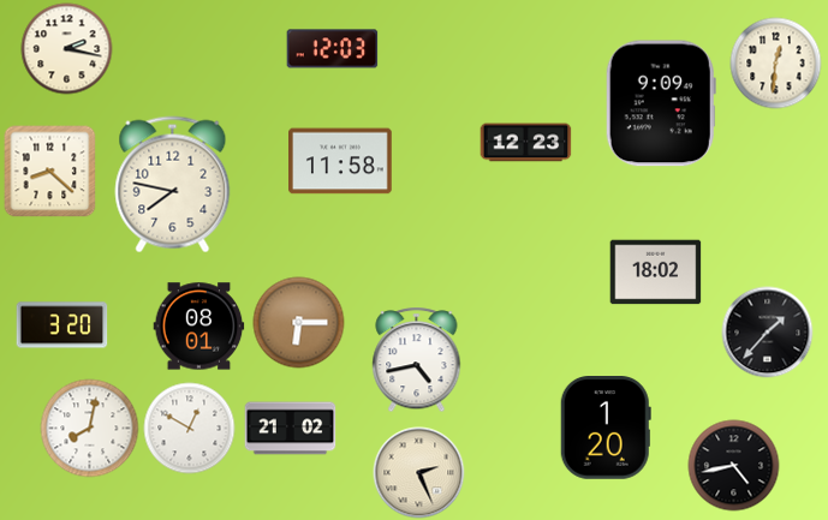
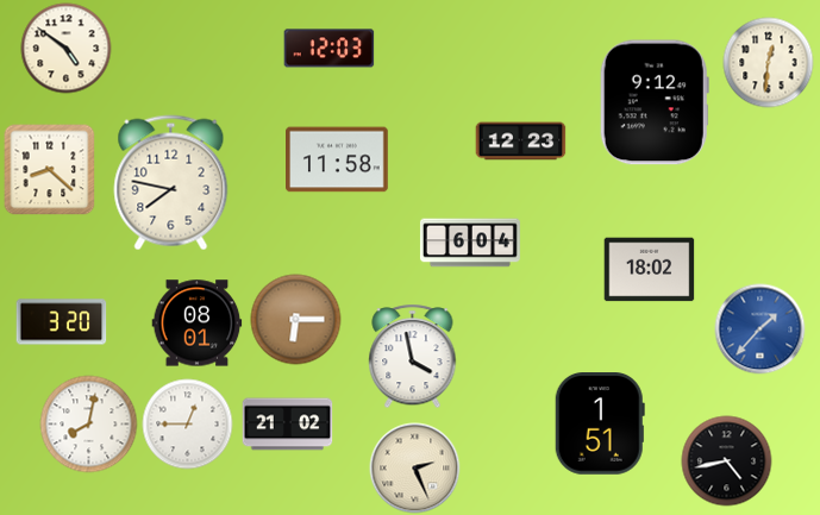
clock at (67, 49): 2:17 -> 4:51
clock at (661, 103): 9:09 -> 9:12
clock at (470, 243): none -> 6:04
clock at (768, 333) dial: black -> blue
clock at (417, 360): 4:43 -> 3:58
clock at (190, 429): 12:50 -> 12:45
clock at (606, 429): 1:20 -> 1:51
